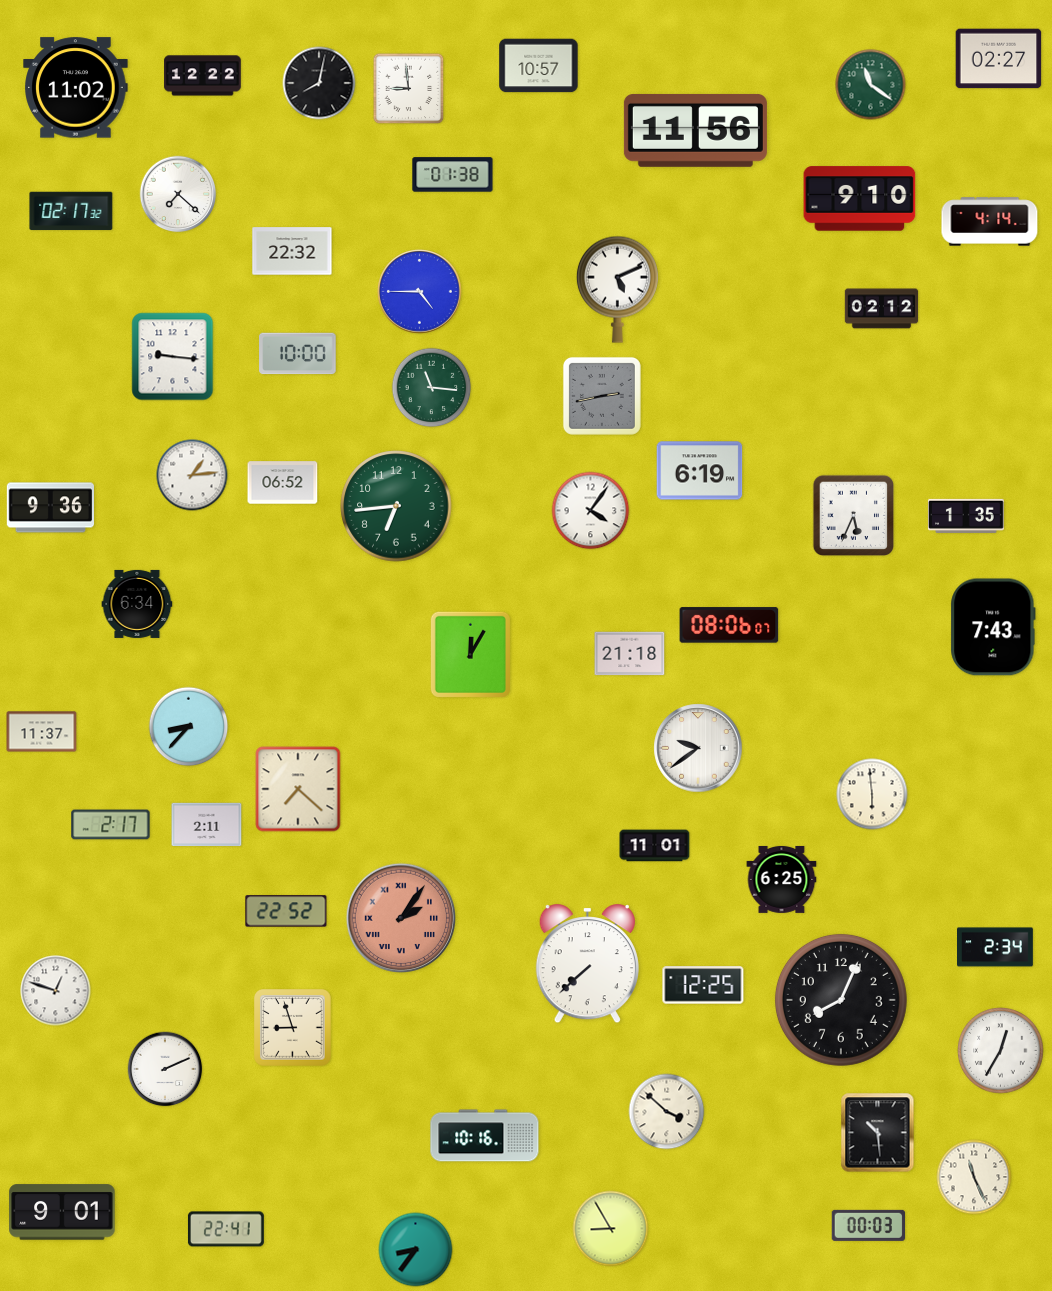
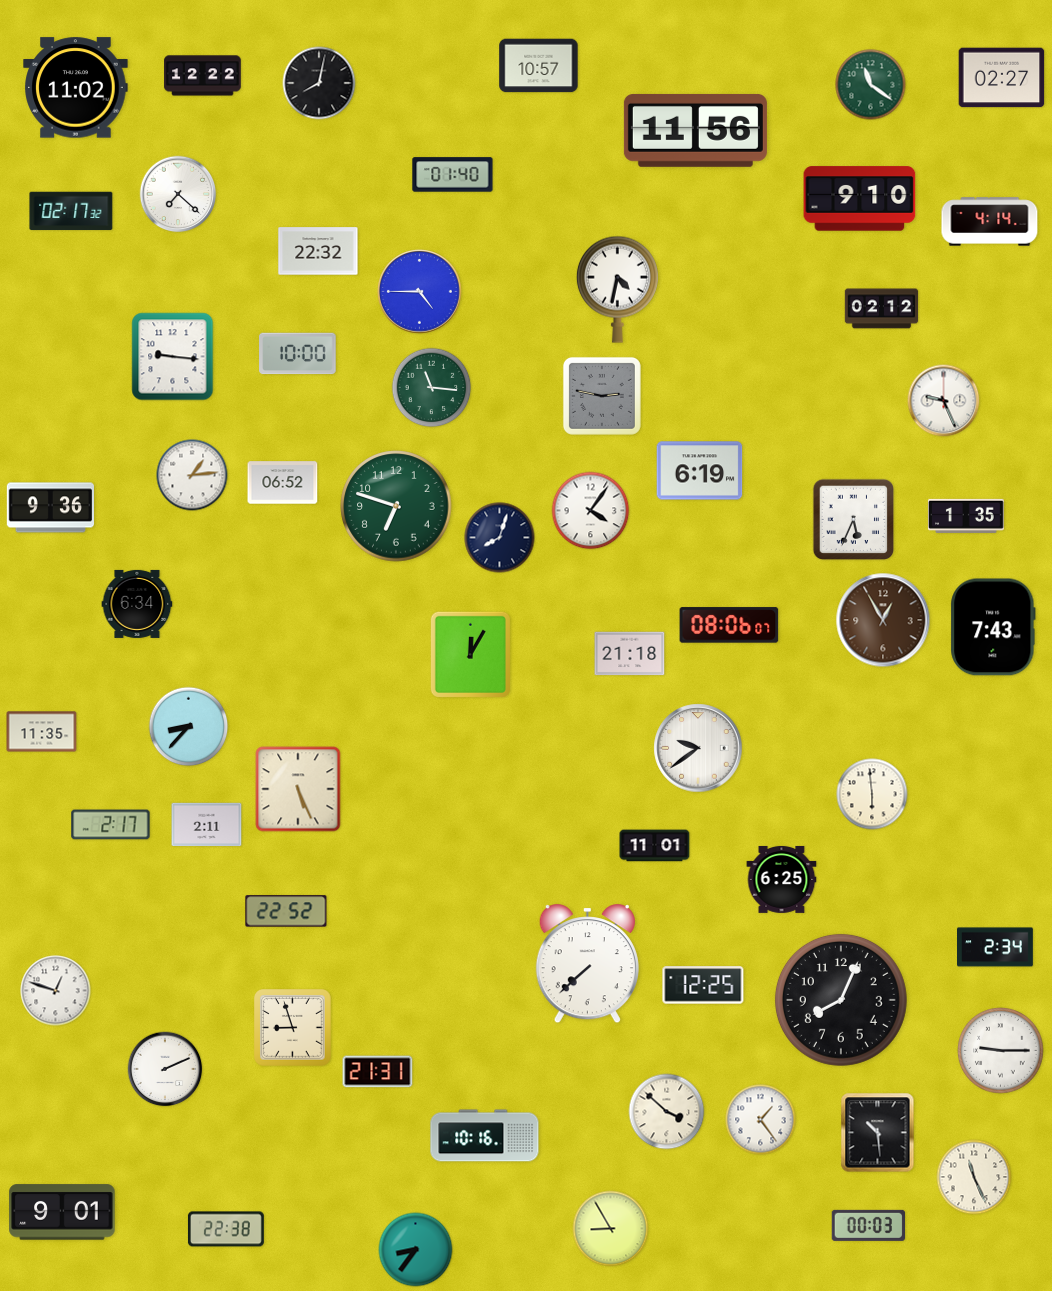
clock at (999, 59) position: (999, 59) -> (1002, 78)
clock at (409, 89): 8:59 -> none
clock at (453, 175): 01:38 -> 01:40
clock at (292, 251) position: (292, 251) -> (318, 251)
clock at (617, 289): 5:11 -> 4:32
clock at (602, 396): 2:43 -> 2:47
clock at (944, 401): none -> 9:26
clock at (396, 506): 6:44 -> 6:48
clock at (854, 516) position: (854, 516) -> (854, 520)
clock at (500, 538): none -> 8:03
clock at (883, 620): none -> 12:55
clock at (42, 732): 11:37 -> 11:35
clock at (298, 789): 7:22 -> 5:26
clock at (400, 917): 2:06 -> none
clock at (1001, 1051): 12:35 -> 9:15
clock at (378, 1072): none -> 21:31
clock at (761, 1120): none -> 1:24
clock at (226, 1229): 22:41 -> 22:38
